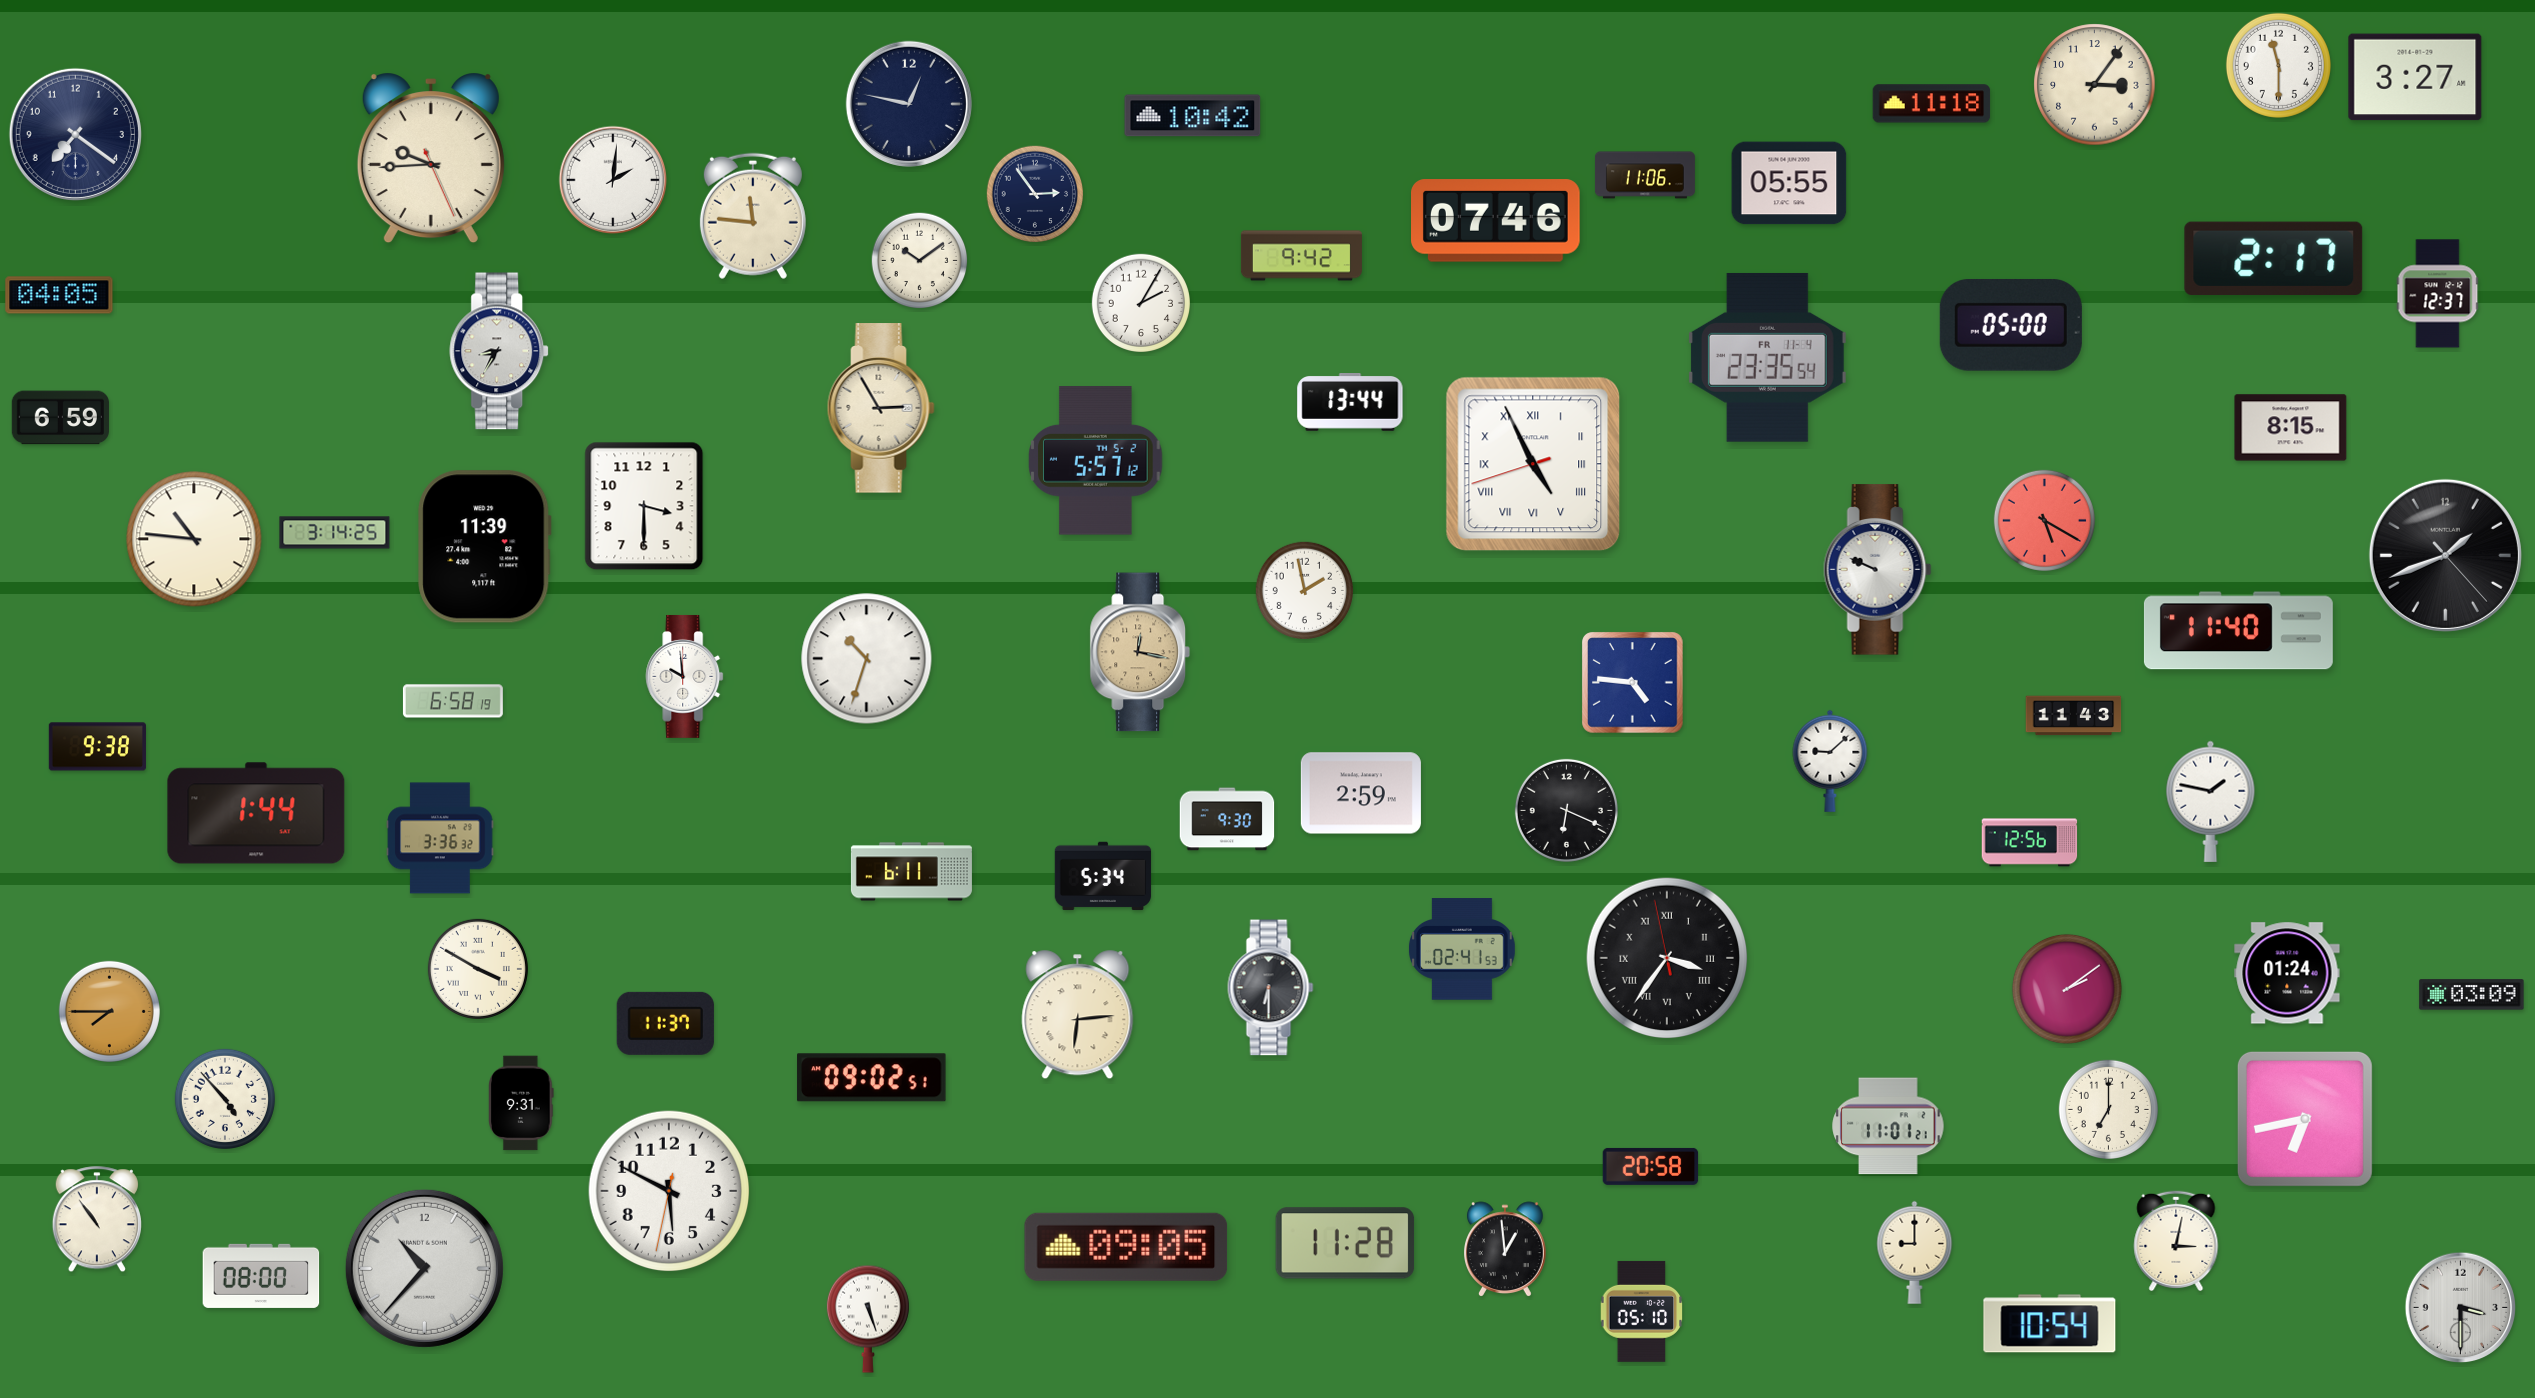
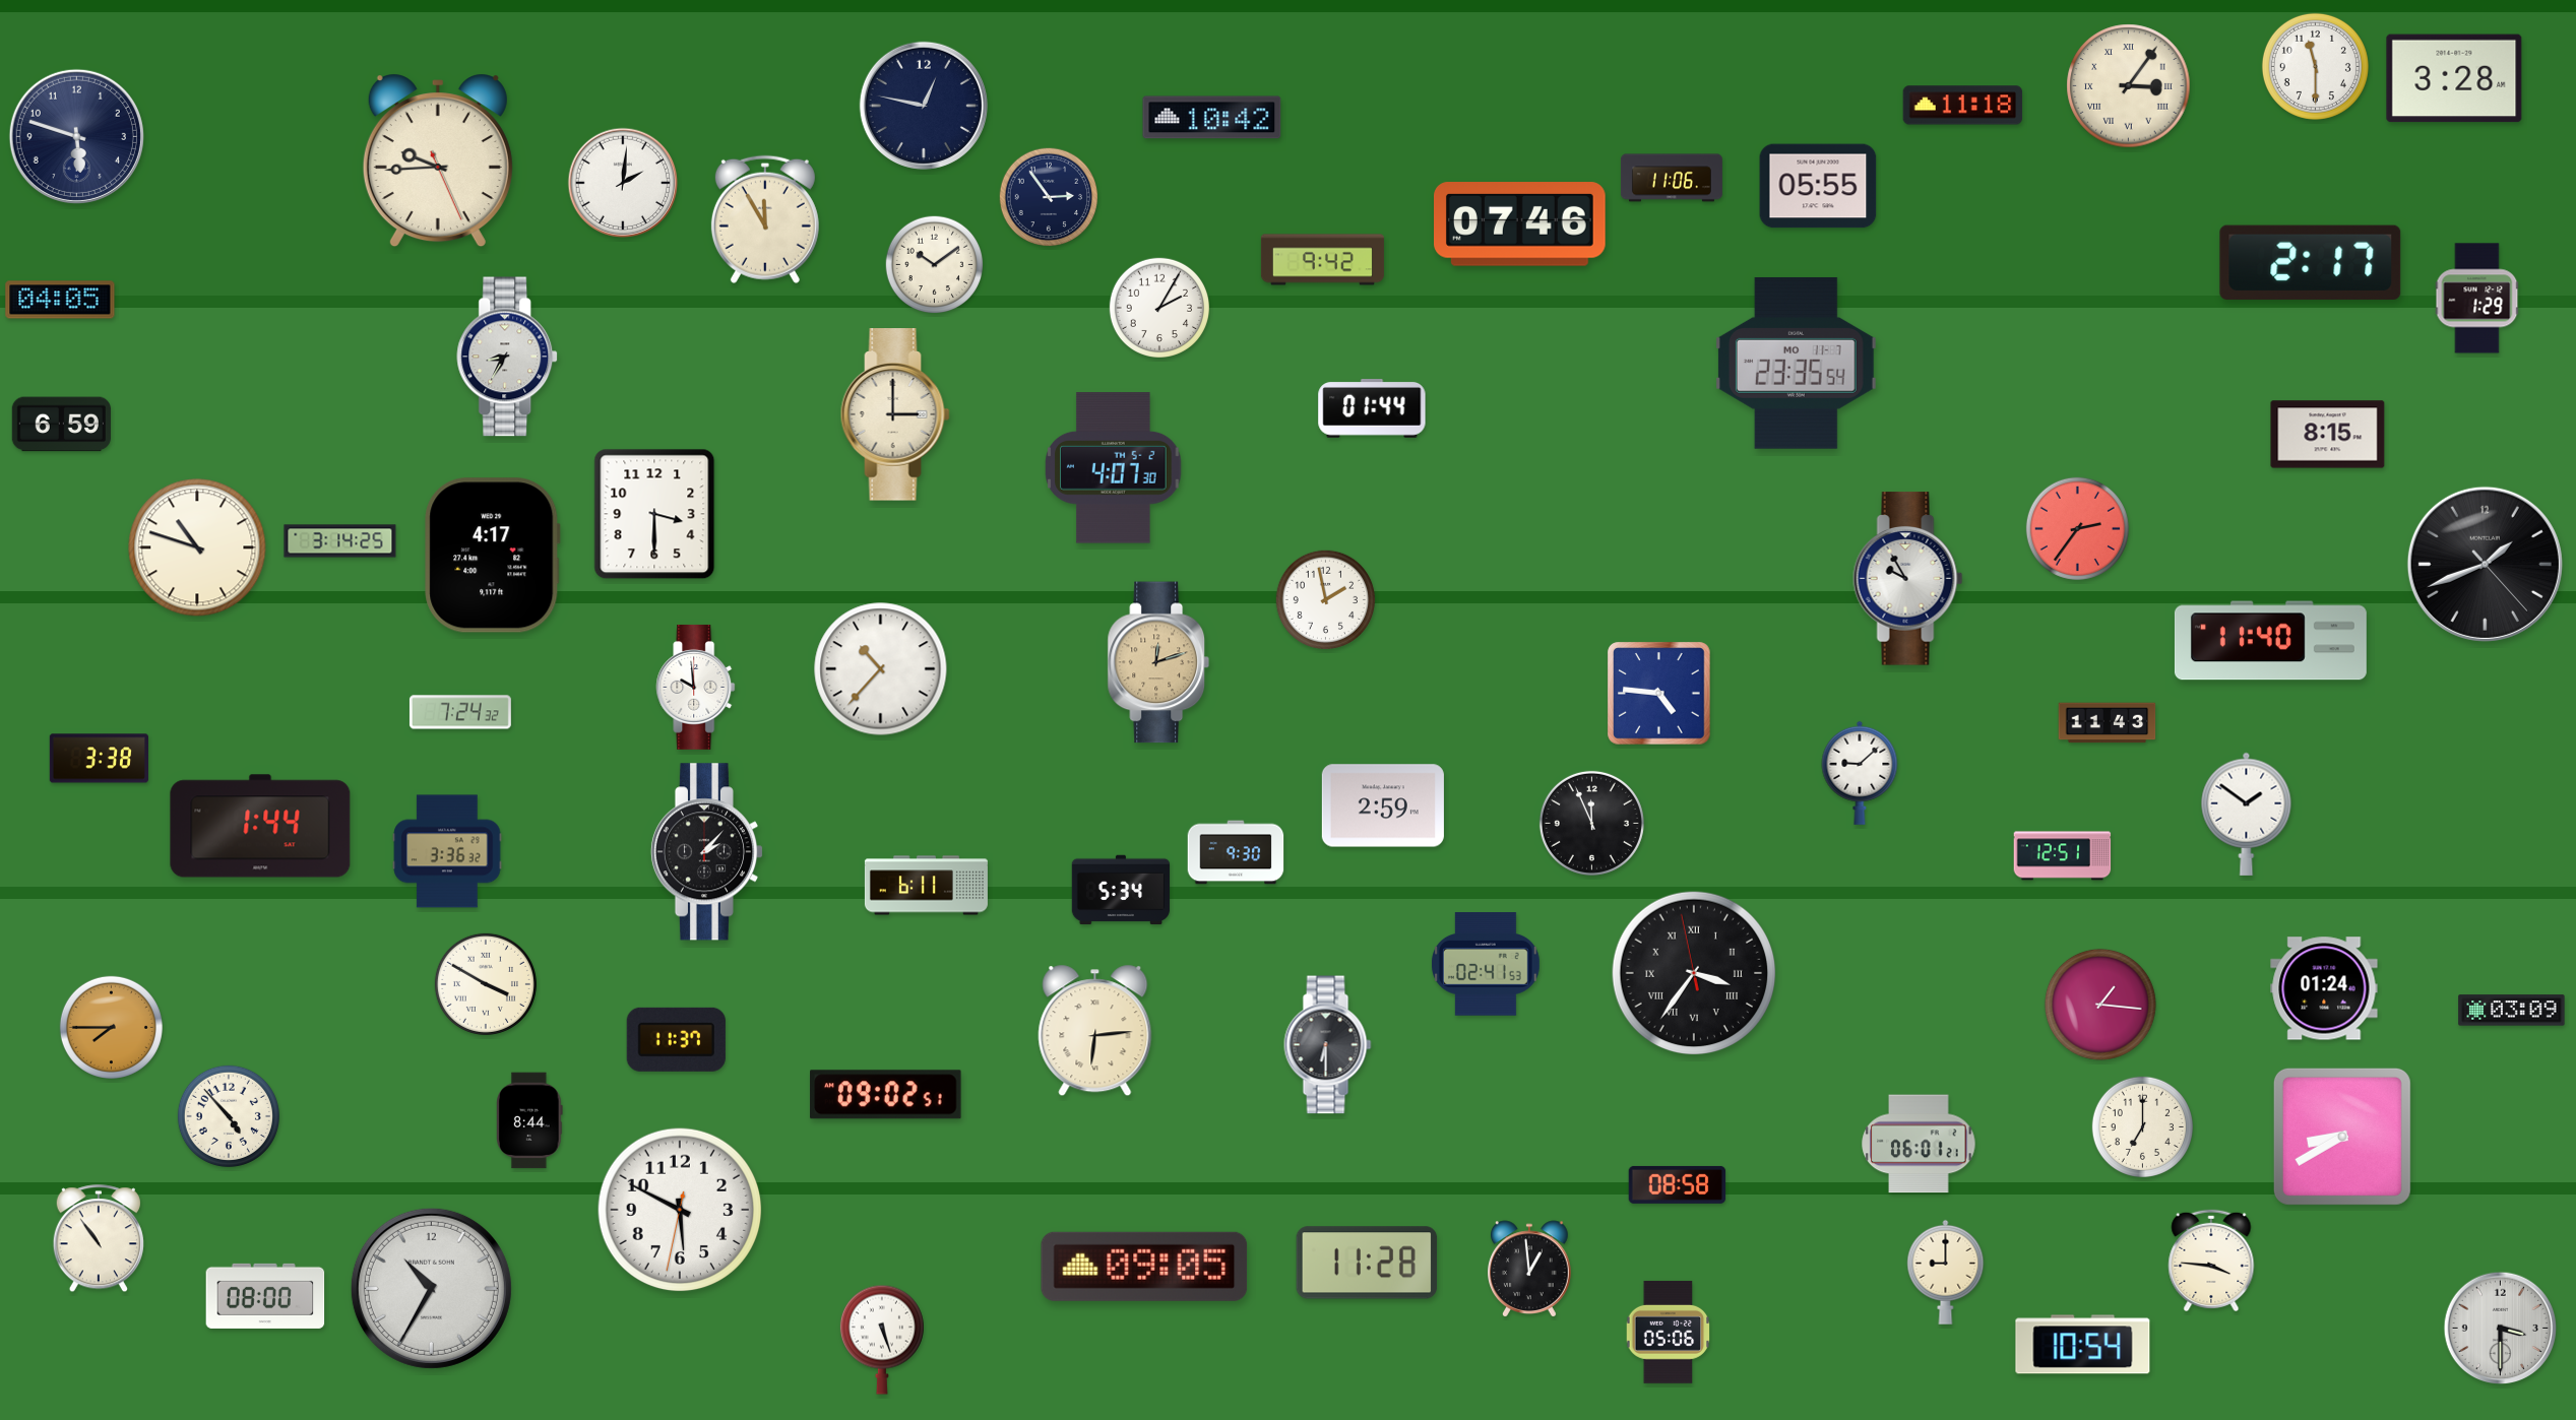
clock at (2415, 77): 3:27 -> 3:28
clock at (2095, 85) numerals: Arabic -> Roman
clock at (75, 134): 7:21 -> 5:48
clock at (1035, 194) position: (1035, 194) -> (1049, 197)
clock at (753, 216): 11:46 -> 11:55
clock at (2438, 294): 12:37 -> 1:29
clock at (2011, 325): 05:00 -> none
clock at (1767, 357) date: FR 11-4 -> MO 11-7
clock at (1350, 403): 13:44 -> 01:44
clock at (881, 408): 2:55 -> 3:00
clock at (1096, 461): 5:57 -> 4:07
clock at (1533, 464): 4:55 -> none
clock at (2044, 520): 5:20 -> 2:36
clock at (194, 539): 10:46 -> 10:48
clock at (485, 547): 11:39 -> 4:17
clock at (1878, 570): 9:49 -> 9:55
clock at (2238, 631) position: (2238, 631) -> (2270, 641)
clock at (1140, 652): 12:17 -> 12:12
clock at (867, 659): 10:33 -> 10:37
clock at (453, 701): 6:58 -> 7:24
clock at (2074, 716) position: (2074, 716) -> (2108, 723)
clock at (97, 747): 9:38 -> 3:38
clock at (2211, 801): 1:47 -> 1:51
clock at (1566, 810): 6:19 -> 11:56
clock at (1227, 819) position: (1227, 819) -> (1236, 852)
clock at (706, 852): none -> 2:07
clock at (2030, 843): 12:56 -> 12:51
clock at (1271, 988) position: (1271, 988) -> (1328, 1045)
clock at (2067, 989): 2:09 -> 1:16
clock at (521, 1103): 9:31 -> 8:44
clock at (2305, 1119): 6:43 -> 8:40
clock at (1888, 1126): 11:01 -> 06:01
clock at (1651, 1166): 20:58 -> 08:58
clock at (2176, 1240): 3:02 -> 3:46
clock at (424, 1268): 10:37 -> 10:35
clock at (1642, 1311): 05:10 -> 05:06
